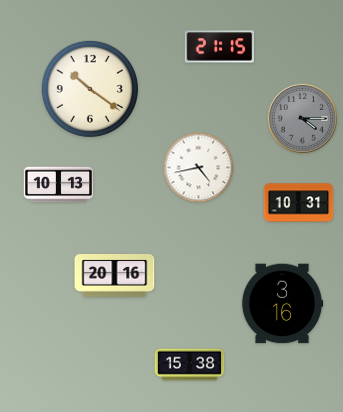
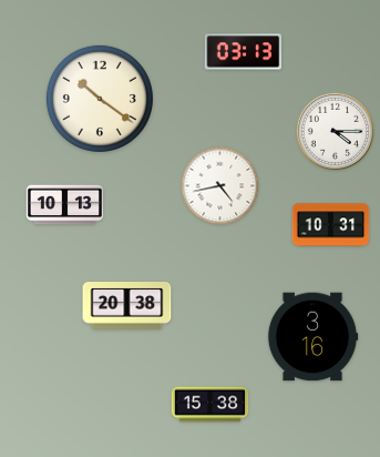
clock at (220, 47): 21:15 -> 03:13
clock at (302, 118) dial: grey -> white
clock at (115, 276): 20:16 -> 20:38
